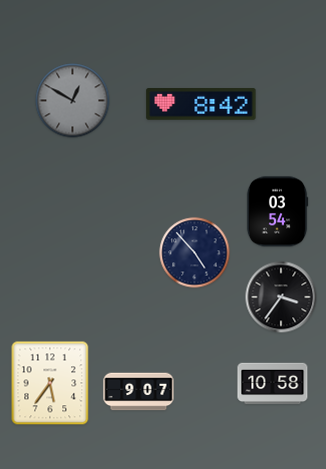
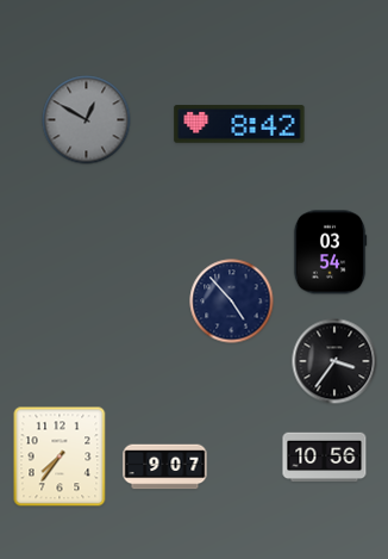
clock at (281, 297) position: (281, 297) -> (334, 361)
clock at (50, 383): 5:36 -> 7:36
clock at (273, 384): 10:58 -> 10:56
